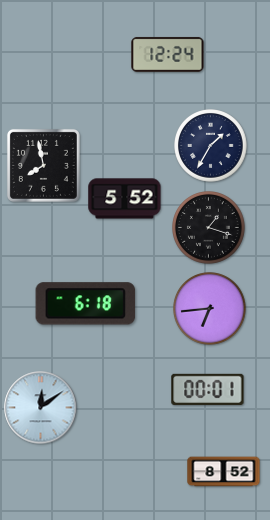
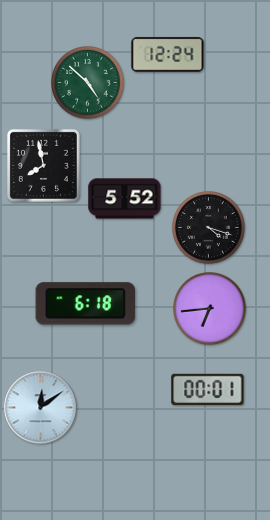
clock at (88, 83): none -> 4:52
clock at (211, 146): 1:35 -> none
clock at (209, 228): 1:18 -> 4:18
clock at (224, 472): 8:52 -> none
